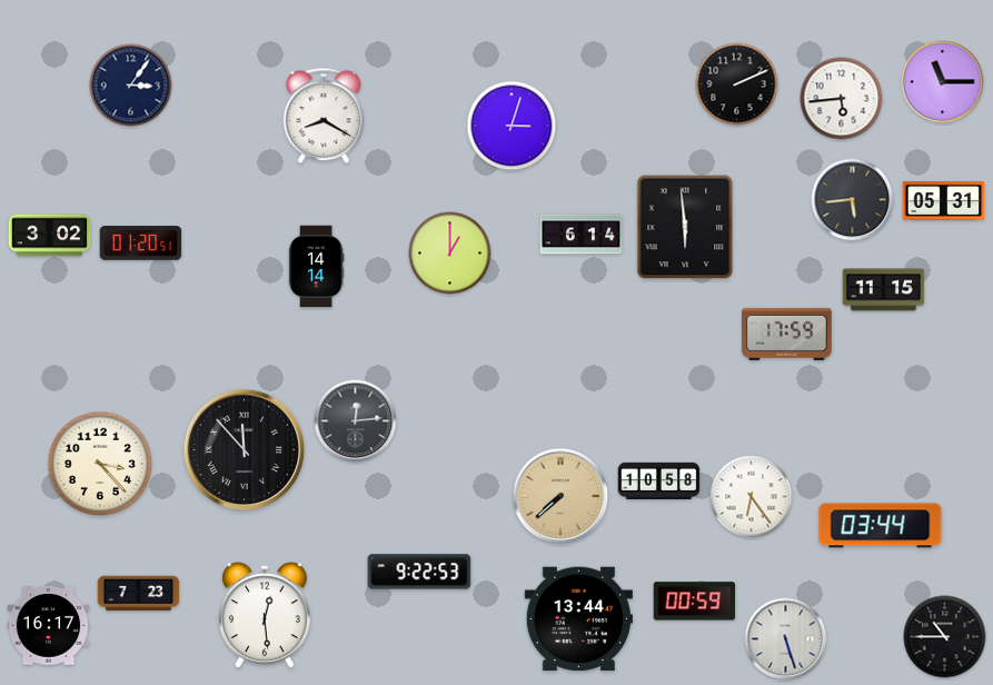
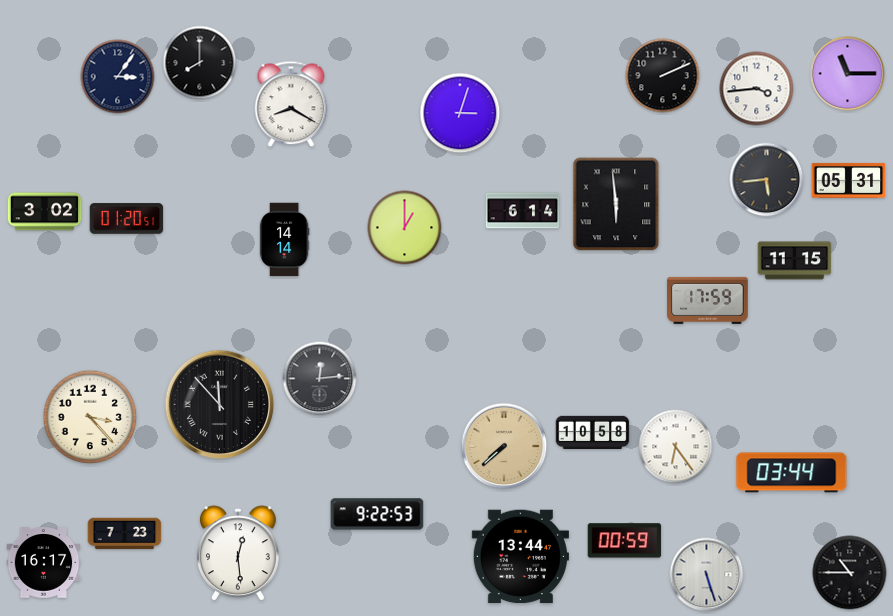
clock at (200, 63): none -> 8:00
clock at (842, 99): 5:44 -> 3:44
